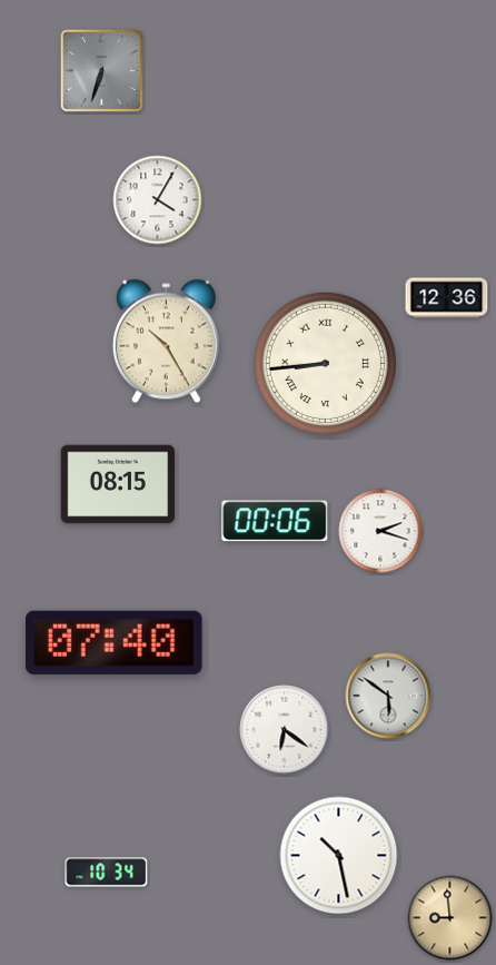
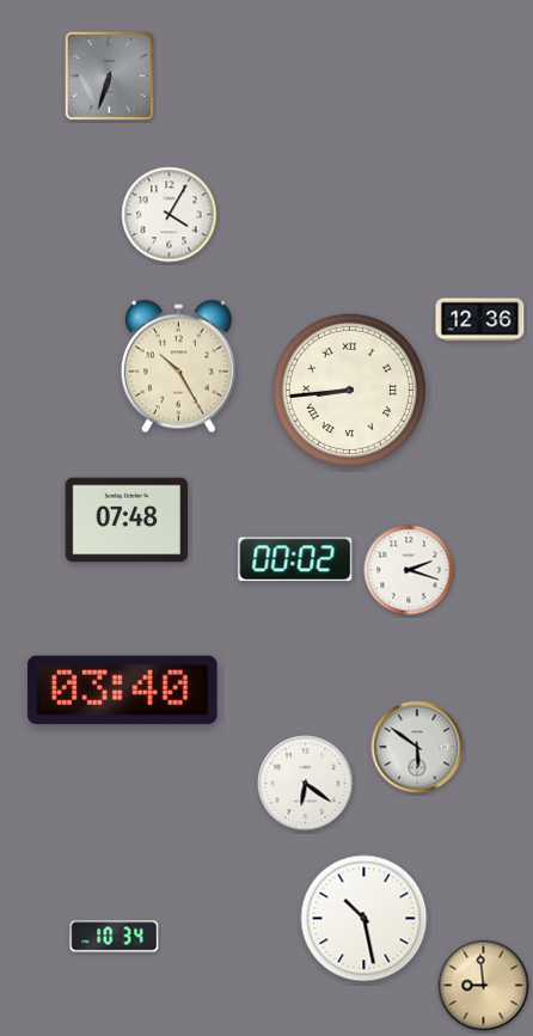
clock at (118, 484): 08:15 -> 07:48
clock at (275, 521): 00:06 -> 00:02
clock at (113, 642): 07:40 -> 03:40
